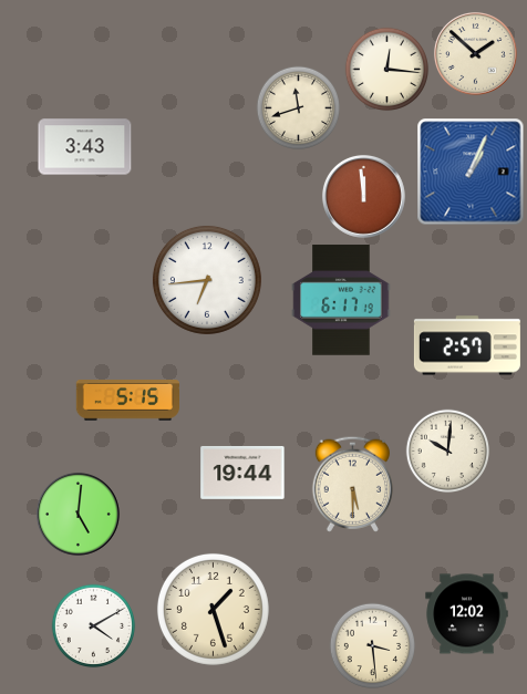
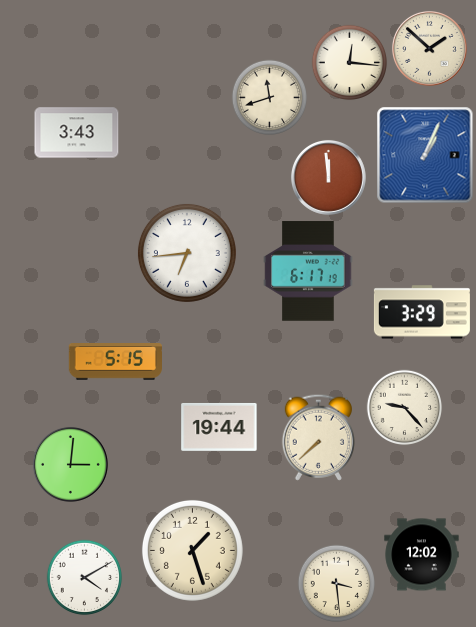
clock at (467, 345): 2:57 -> 3:29
clock at (448, 452): 10:01 -> 9:23
clock at (352, 484): 5:30 -> 7:38
clock at (77, 514): 5:01 -> 3:01
clock at (94, 626) position: (94, 626) -> (85, 578)
